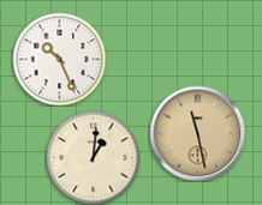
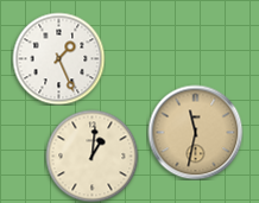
clock at (59, 59): 10:26 -> 1:26
clock at (197, 133): 11:28 -> 11:32
